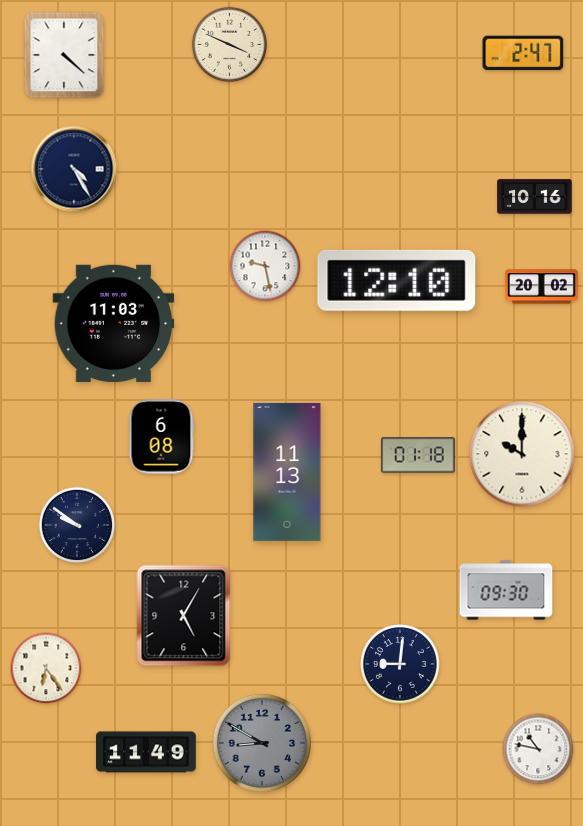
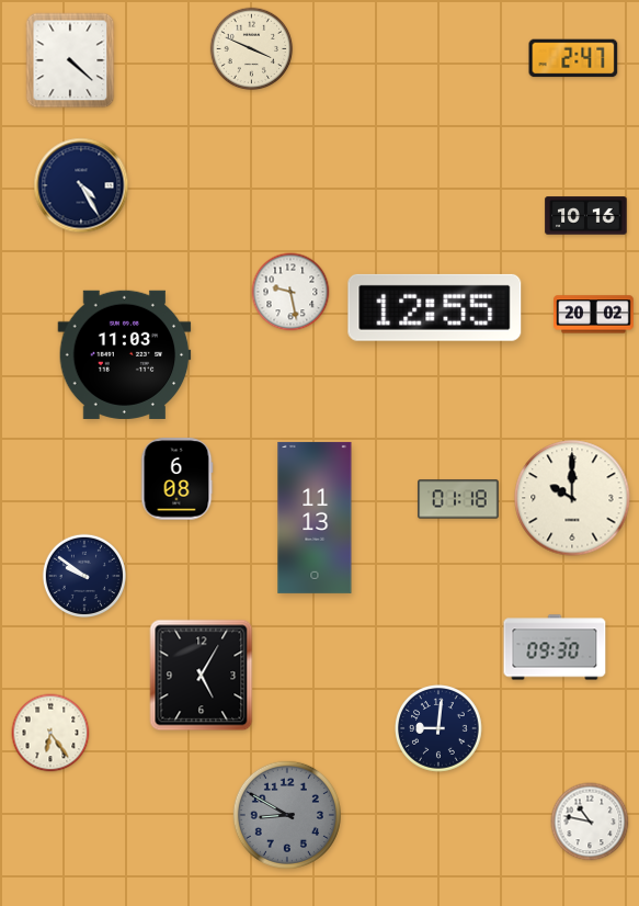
clock at (397, 280): 12:10 -> 12:55
clock at (146, 752): 11:49 -> none
